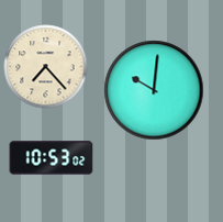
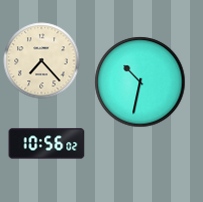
clock at (154, 90): 10:01 -> 10:32
clock at (52, 158): 10:53 -> 10:56
